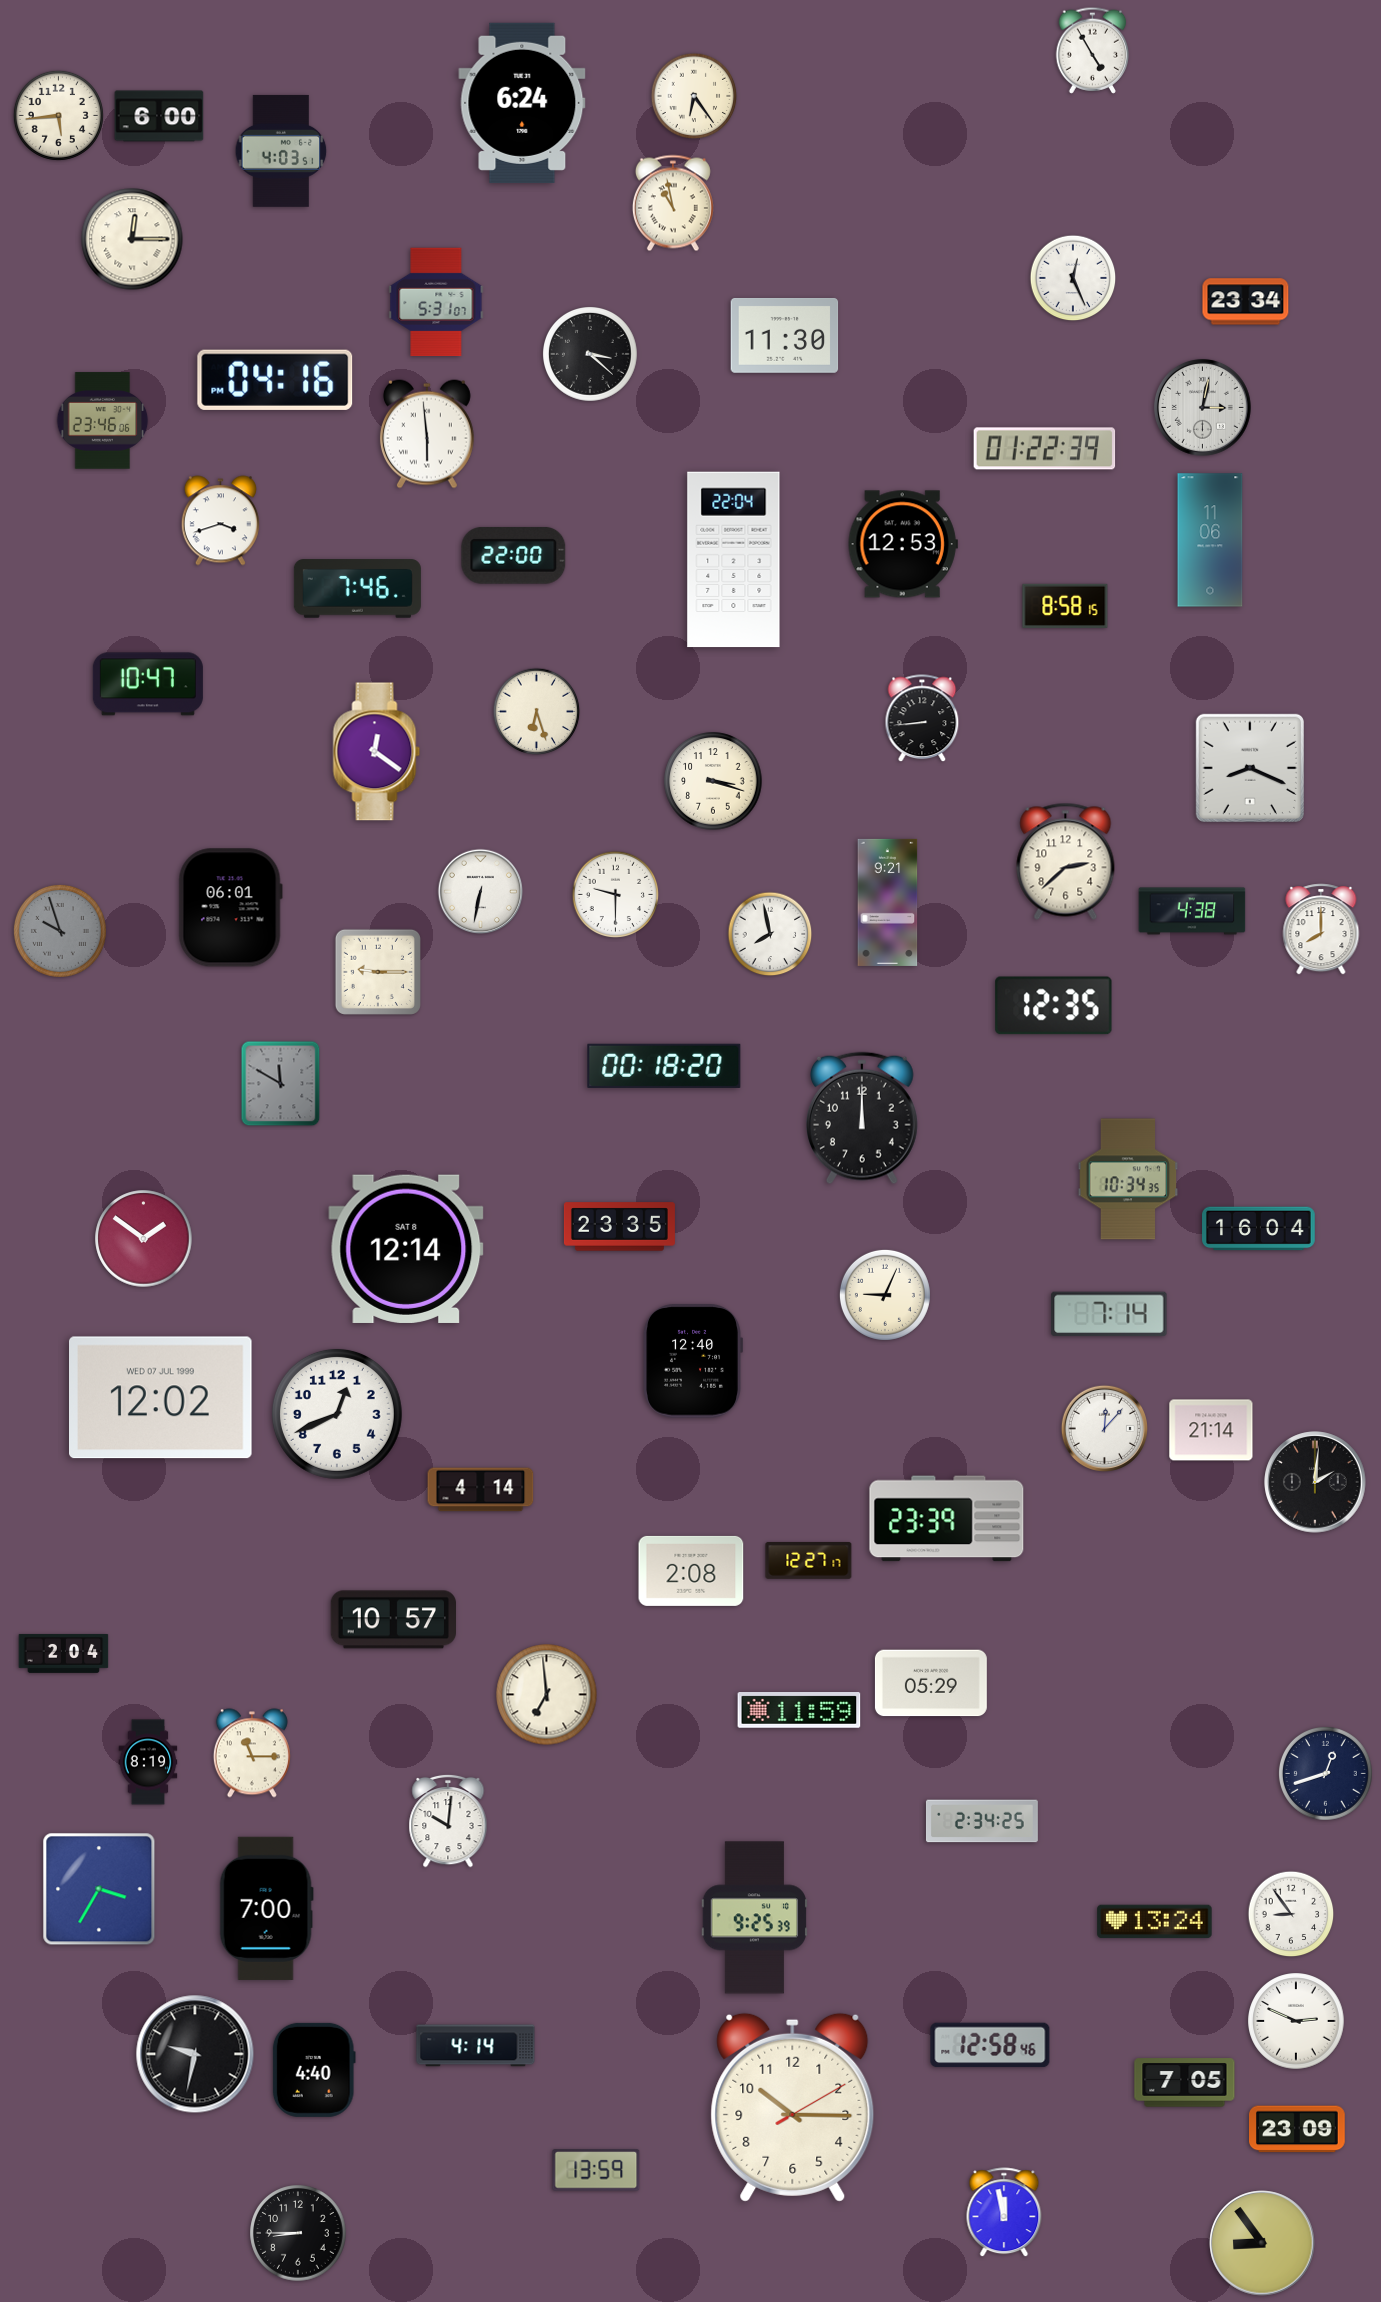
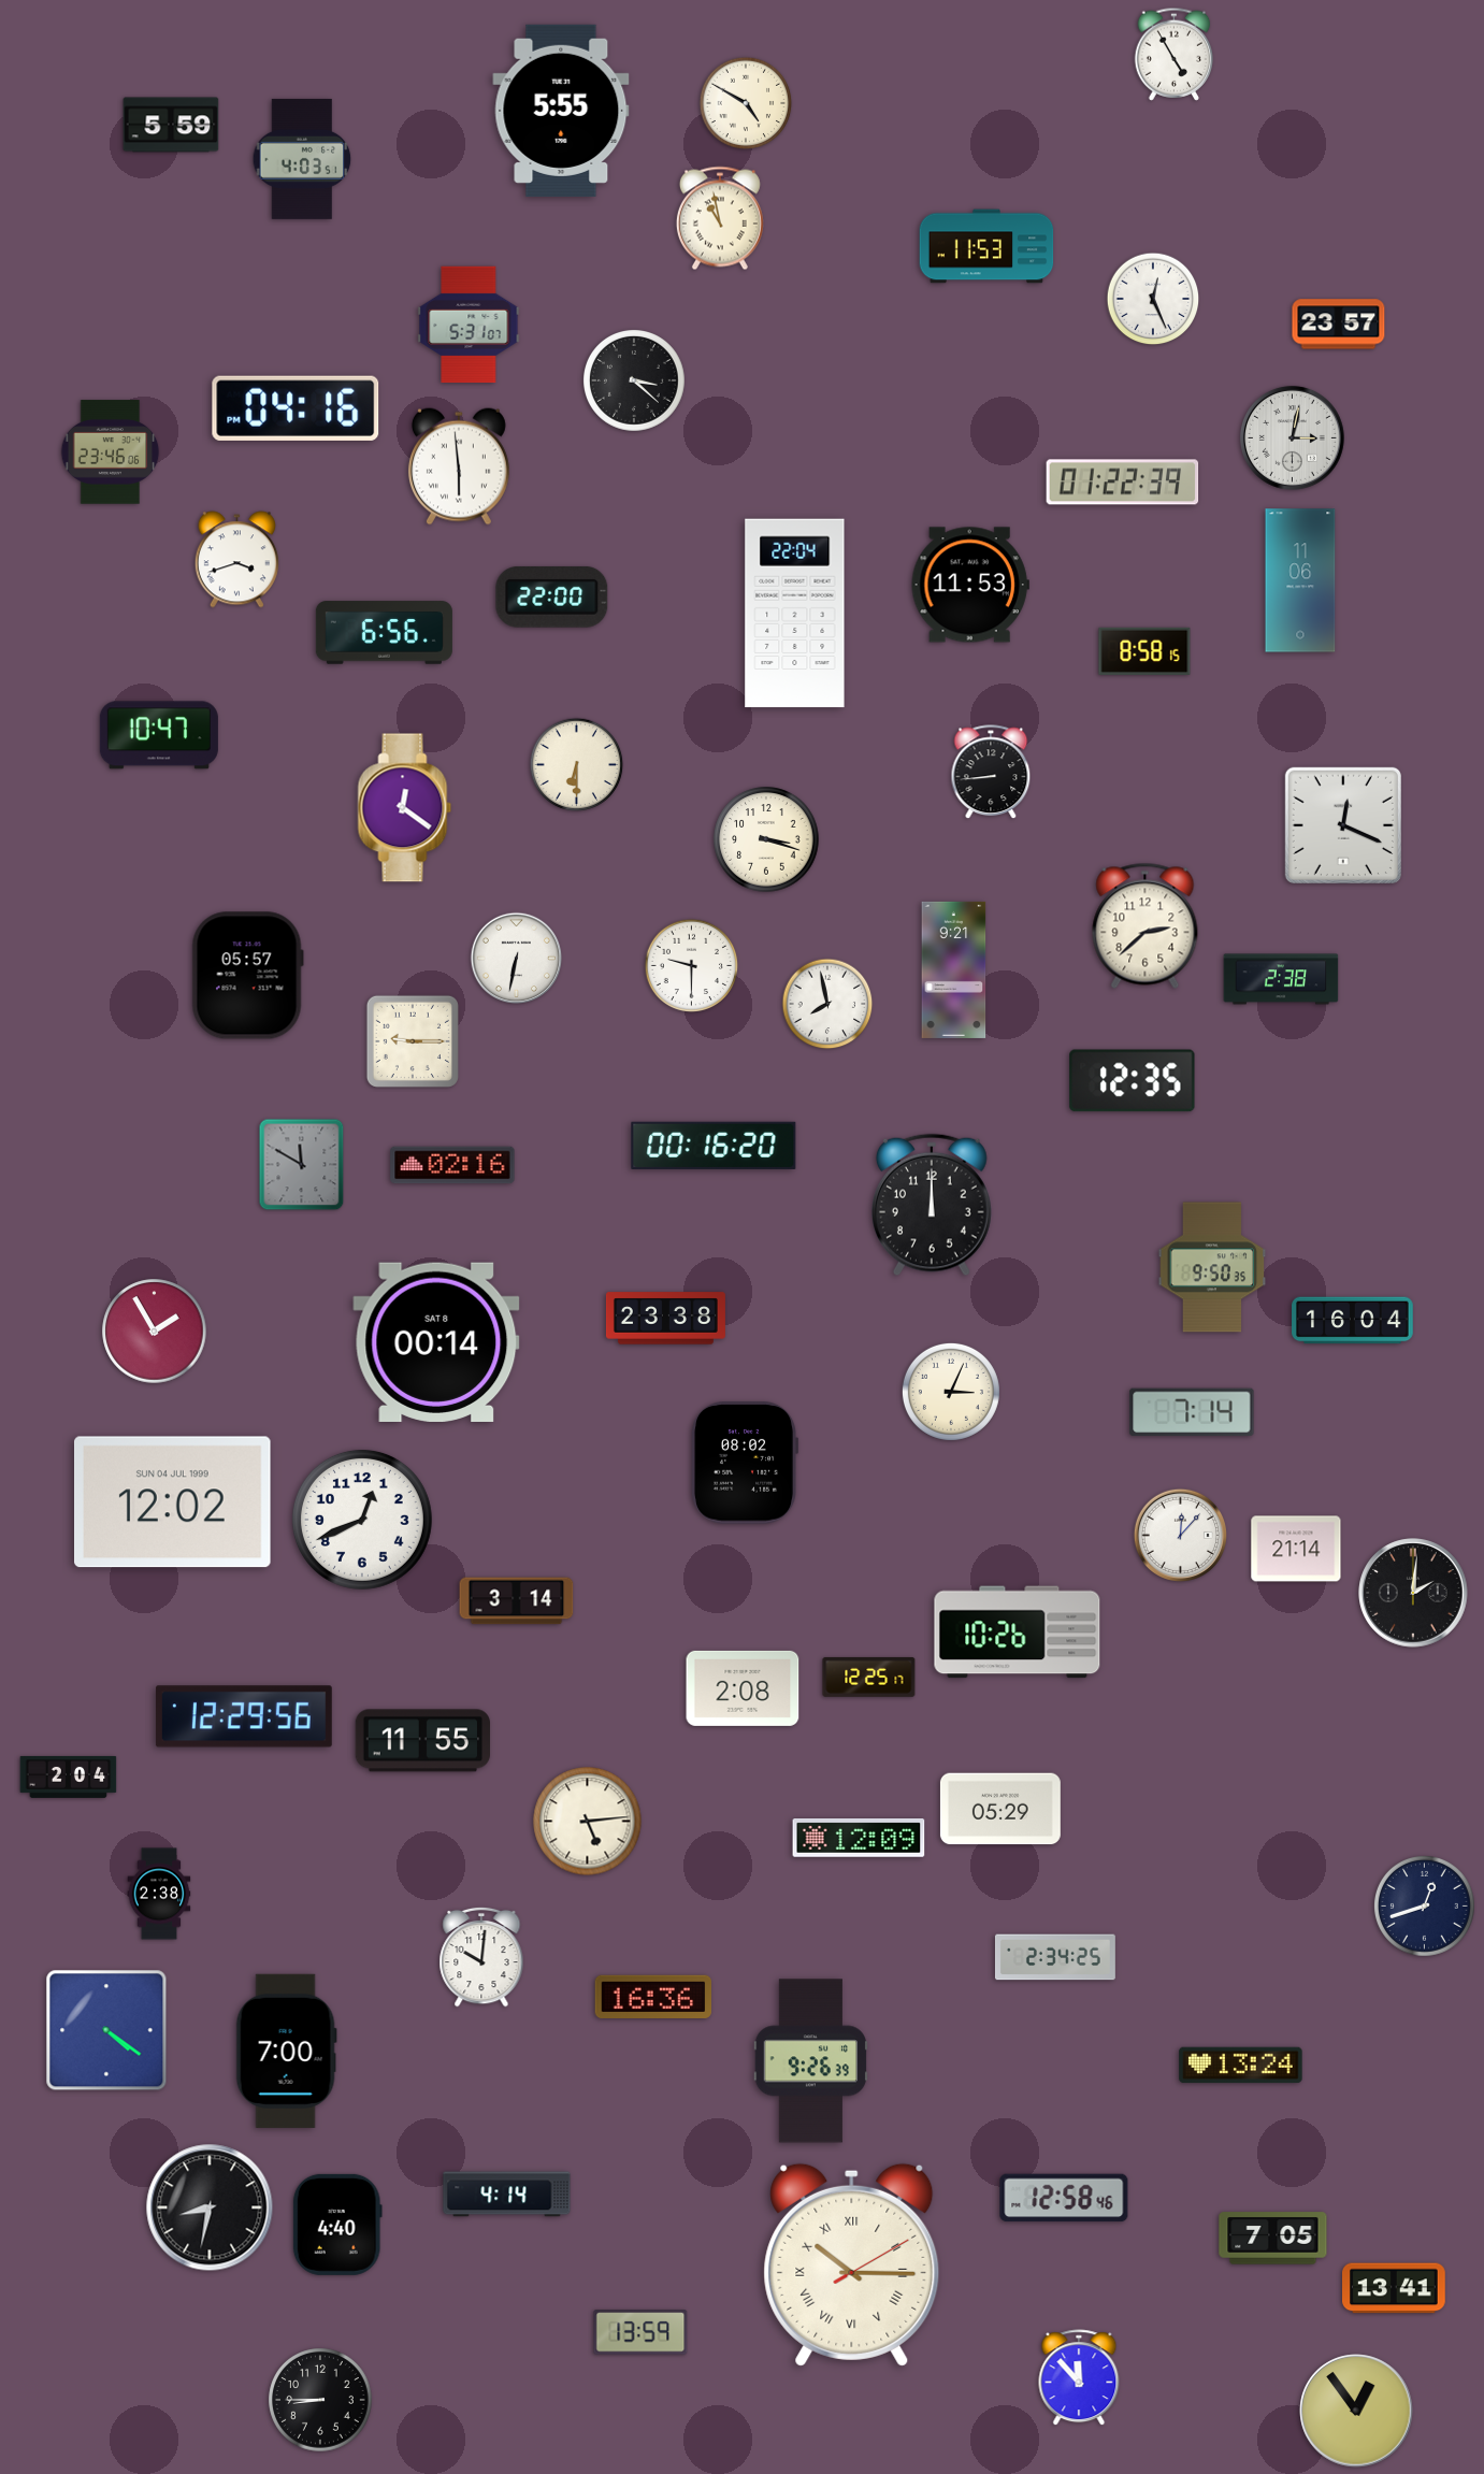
clock at (694, 96): 6:24 -> 4:50
clock at (522, 103): 6:24 -> 5:55
clock at (58, 115): 5:44 -> none
clock at (159, 116): 6:00 -> 5:59
clock at (281, 151) position: (281, 151) -> (302, 159)
clock at (673, 203) position: (673, 203) -> (720, 218)
clock at (986, 246): none -> 11:53
clock at (132, 239): 12:15 -> none
clock at (1246, 302): 23:34 -> 23:57
clock at (785, 335): 11:30 -> none
clock at (903, 544): 12:53 -> 11:53
clock at (734, 560) position: (734, 560) -> (795, 614)
clock at (357, 589): 7:46 -> 6:56
clock at (537, 712): 6:27 -> 6:30
clock at (1250, 768): 8:19 -> 12:19
clock at (616, 895) position: (616, 895) -> (692, 966)
clock at (230, 908): 06:01 -> 05:57
clock at (1192, 911): 4:38 -> 2:38
clock at (1321, 929): 8:00 -> none
clock at (60, 931): 9:57 -> none
clock at (378, 972) position: (378, 972) -> (413, 1041)
clock at (664, 1066): 00:18 -> 00:16
clock at (452, 1165): none -> 02:16
clock at (863, 1118) position: (863, 1118) -> (933, 1205)
clock at (1128, 1179): 10:34 -> 9:50
clock at (619, 1227): 23:35 -> 23:38
clock at (144, 1239): 1:51 -> 1:55
clock at (406, 1249): 12:14 -> 00:14
clock at (885, 1295): 9:04 -> 3:04
clock at (693, 1361): 12:40 -> 08:02
clock at (161, 1398) date: WED 07 JUL 1999 -> SUN 04 JUL 1999
clock at (1104, 1428) position: (1104, 1428) -> (1180, 1535)
clock at (1211, 1430) position: (1211, 1430) -> (1296, 1549)
clock at (481, 1490): 4:14 -> 3:14
clock at (947, 1519): 23:39 -> 10:26
clock at (809, 1560): 12:27 -> 12:25
clock at (244, 1716): none -> 12:29
clock at (393, 1620): 10:57 -> 11:55
clock at (547, 1695): 6:59 -> 5:14
clock at (799, 1711): 11:59 -> 12:09
clock at (252, 1753): 11:15 -> none
clock at (148, 1762): 8:19 -> 2:38
clock at (653, 1996): none -> 16:36
clock at (99, 1889): 3:35 -> 4:21
clock at (1291, 1914): 8:54 -> none
clock at (754, 1918): 9:25 -> 9:26
clock at (1296, 2021): 2:49 -> none
clock at (476, 2046) position: (476, 2046) -> (507, 2195)
clock at (195, 2054): 9:32 -> 8:32
clock at (793, 2107) numerals: Arabic -> Roman
clock at (1298, 2129): 23:09 -> 13:41
clock at (1004, 2213): 11:58 -> 11:53
clock at (1262, 2243): 8:54 -> 12:54
